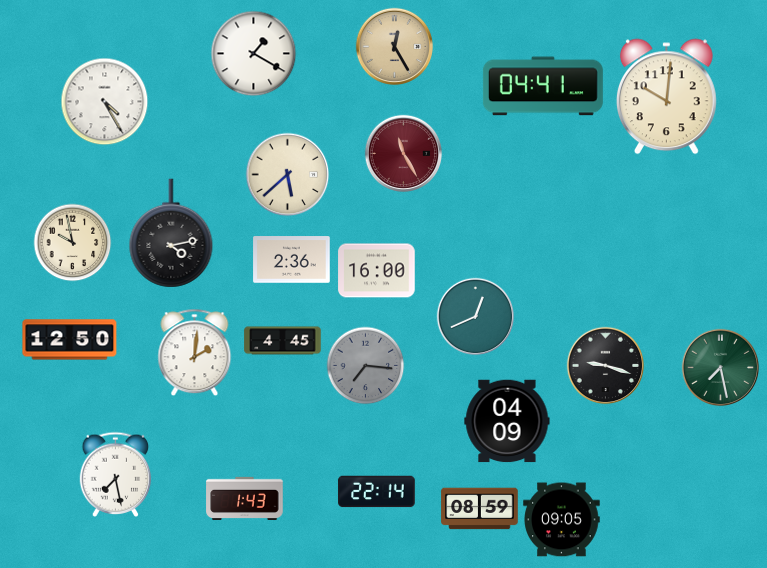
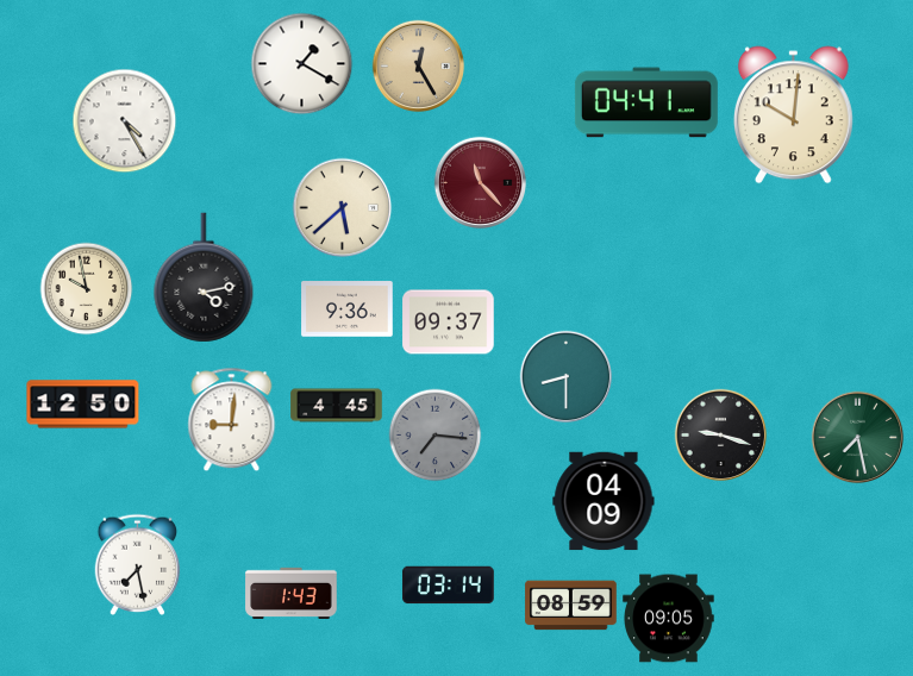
clock at (394, 46) position: (394, 46) -> (418, 65)
clock at (403, 153): 11:25 -> 11:23
clock at (292, 260): 2:36 -> 9:36
clock at (377, 271): 16:00 -> 09:37
clock at (475, 316): 12:41 -> 8:30
clock at (195, 352): 2:01 -> 9:01
clock at (377, 492): 22:14 -> 03:14
